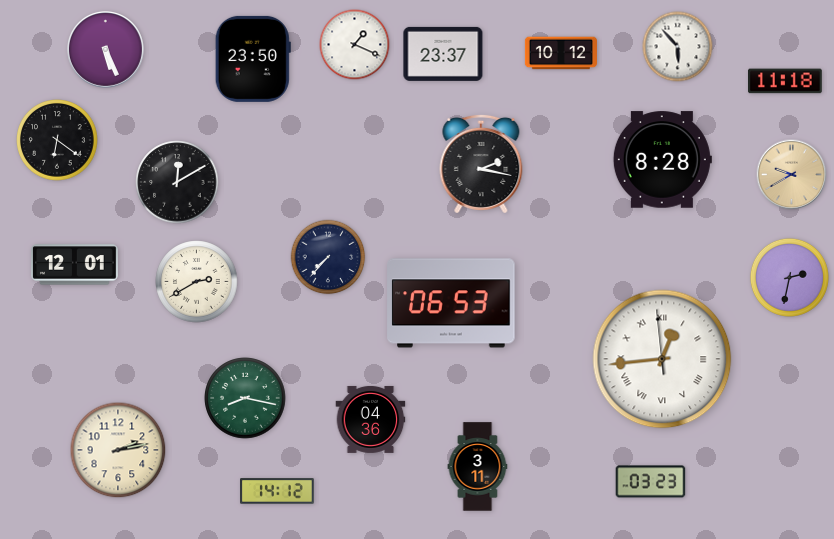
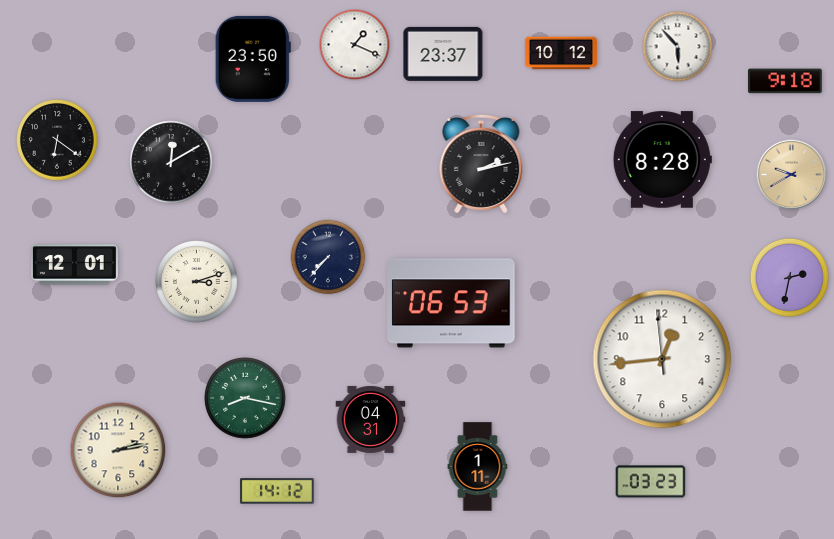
clock at (105, 49): 5:26 -> none
clock at (786, 81): 11:18 -> 9:18
clock at (481, 164): 2:17 -> 2:13
clock at (177, 182) position: (177, 182) -> (171, 162)
clock at (197, 282): 2:40 -> 3:12
clock at (662, 359) numerals: Roman -> Arabic
clock at (371, 419): 04:36 -> 04:31
clock at (478, 467): 3:11 -> 1:11
